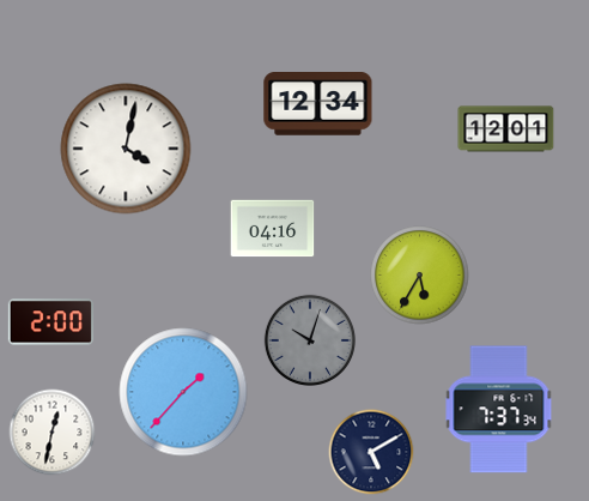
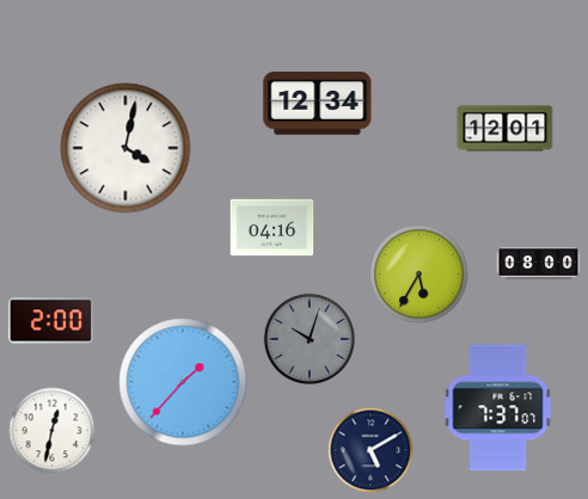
clock at (539, 264): none -> 08:00
clock at (183, 392) position: (183, 392) -> (183, 382)
clock at (499, 410): 7:37:34 -> 7:37:07
